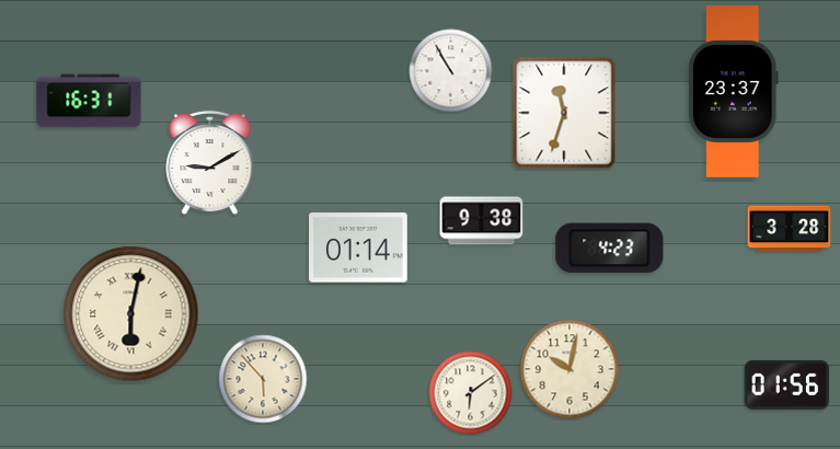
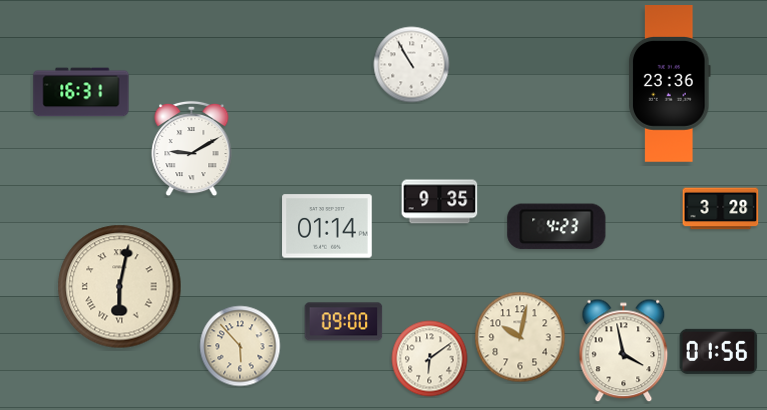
clock at (733, 92): 23:37 -> 23:36
clock at (564, 113): 11:33 -> none
clock at (482, 221): 9:38 -> 9:35
clock at (344, 322): none -> 09:00
clock at (624, 351): none -> 3:58
